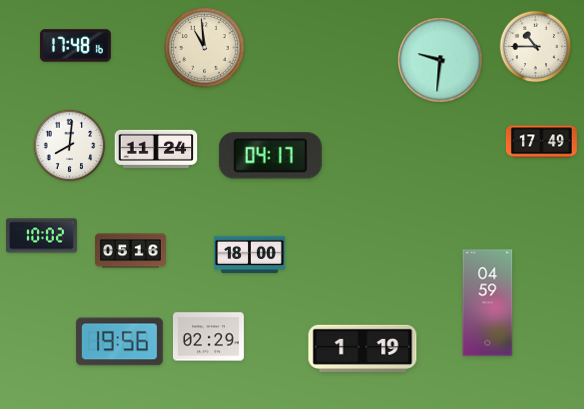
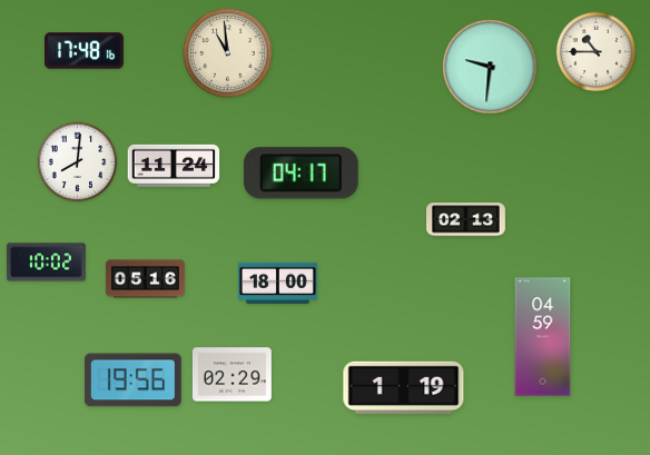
clock at (541, 142): 17:49 -> none
clock at (466, 220): none -> 02:13
